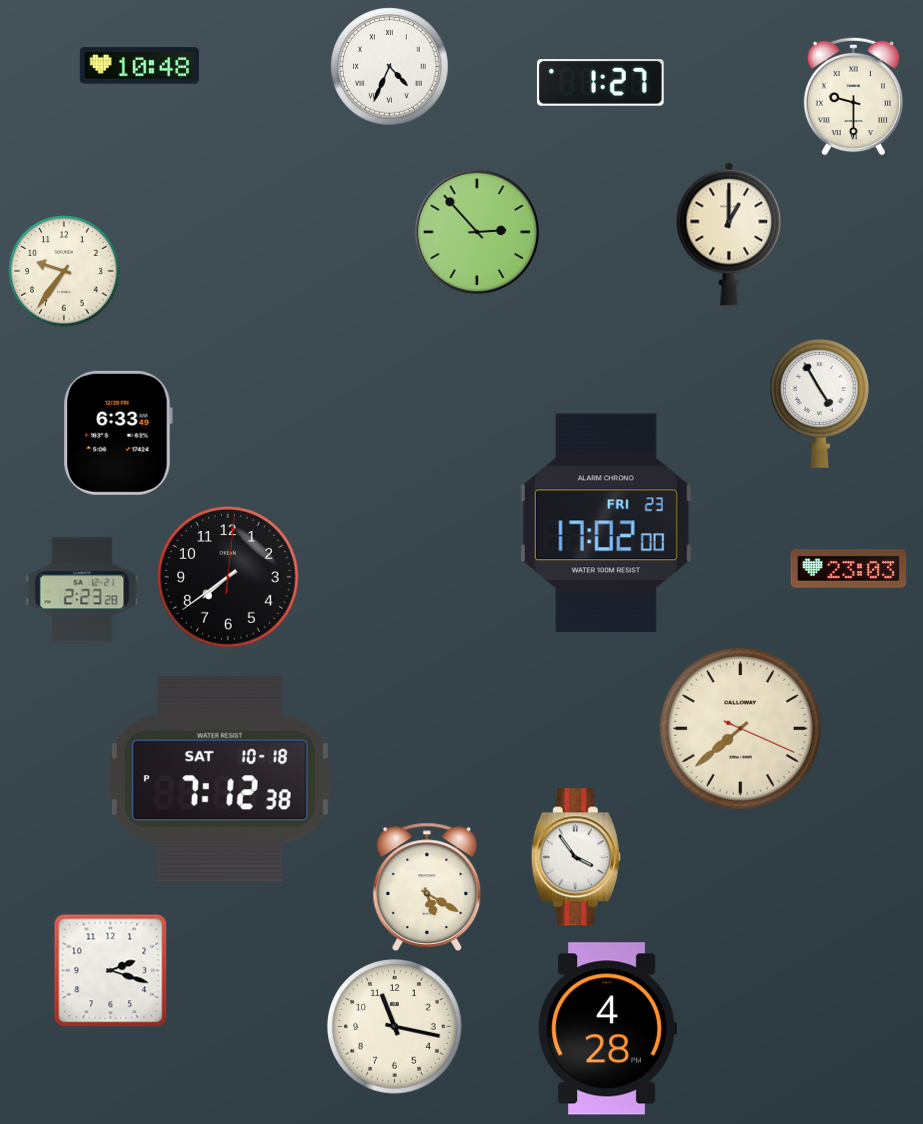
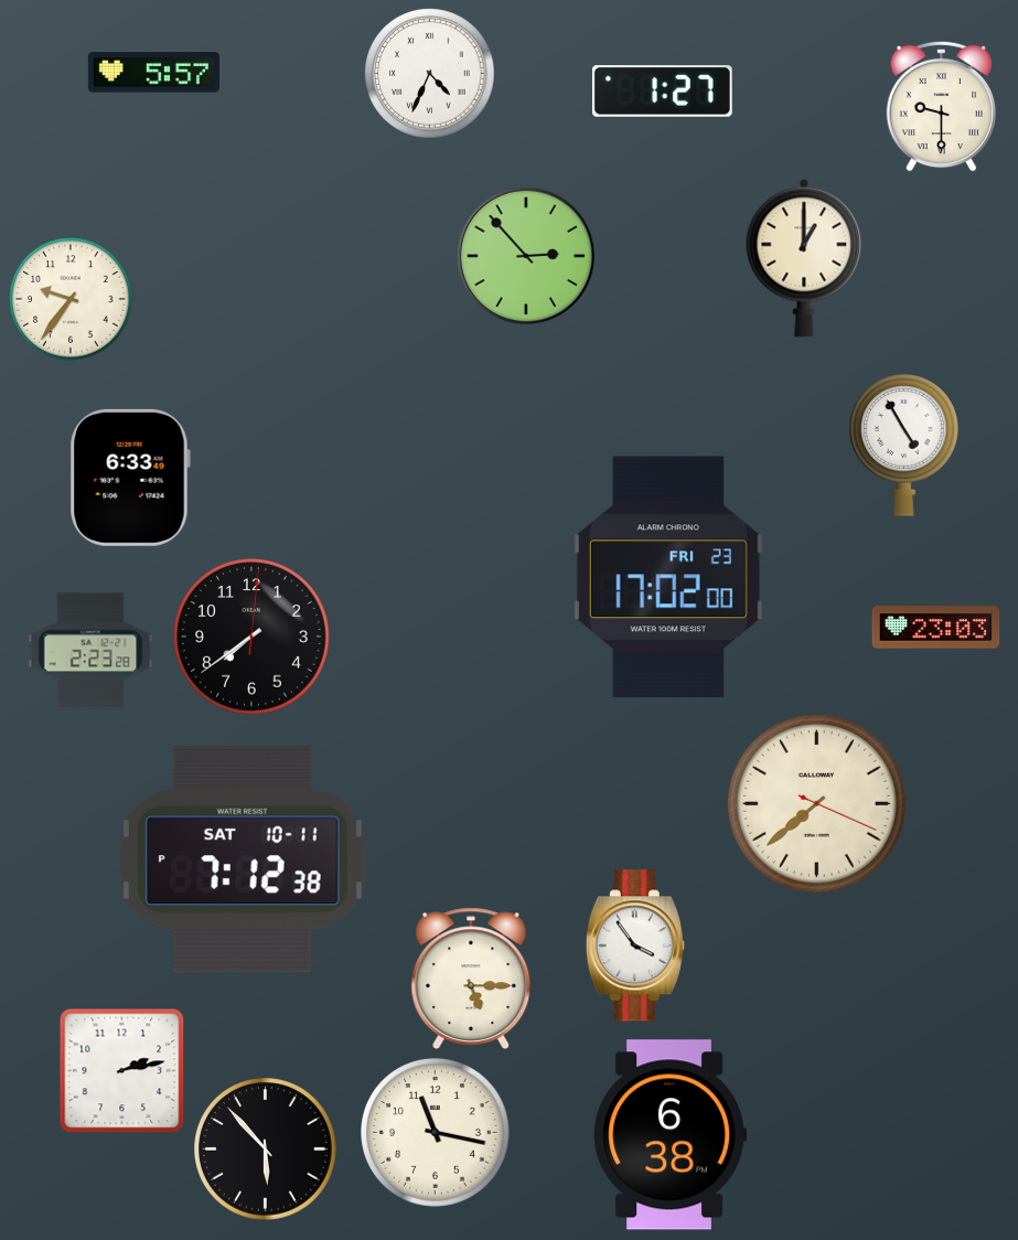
clock at (139, 66): 10:48 -> 5:57
clock at (220, 779) date: SAT 10-18 -> SAT 10-11
clock at (427, 886): 5:20 -> 5:15
clock at (111, 971): 2:18 -> 2:13
clock at (607, 1029): 4:28 -> 6:38
clock at (266, 1150): none -> 5:53
